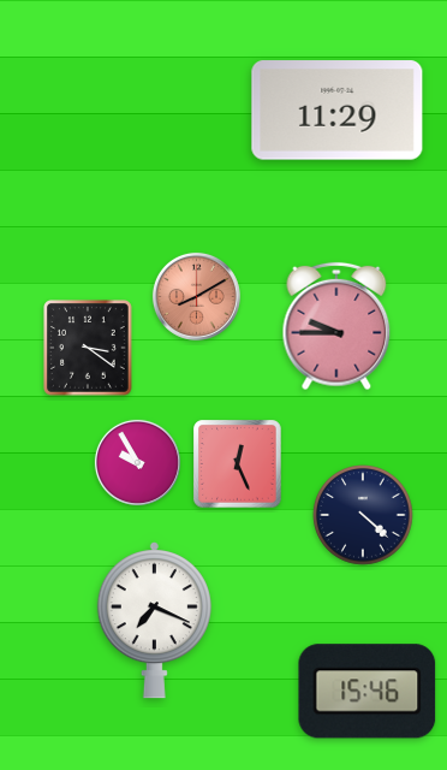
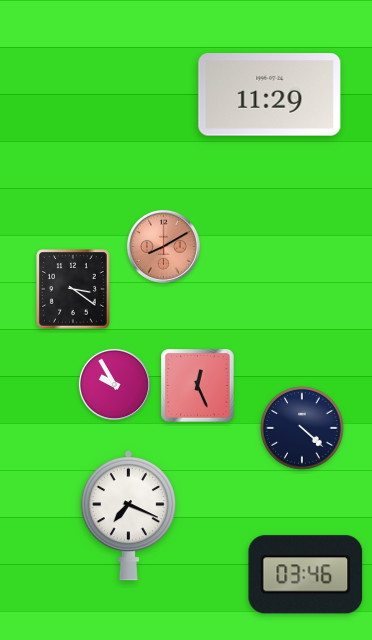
clock at (338, 111) position: (338, 111) -> (270, 95)
clock at (336, 326): 9:45 -> none
clock at (368, 692): 15:46 -> 03:46
